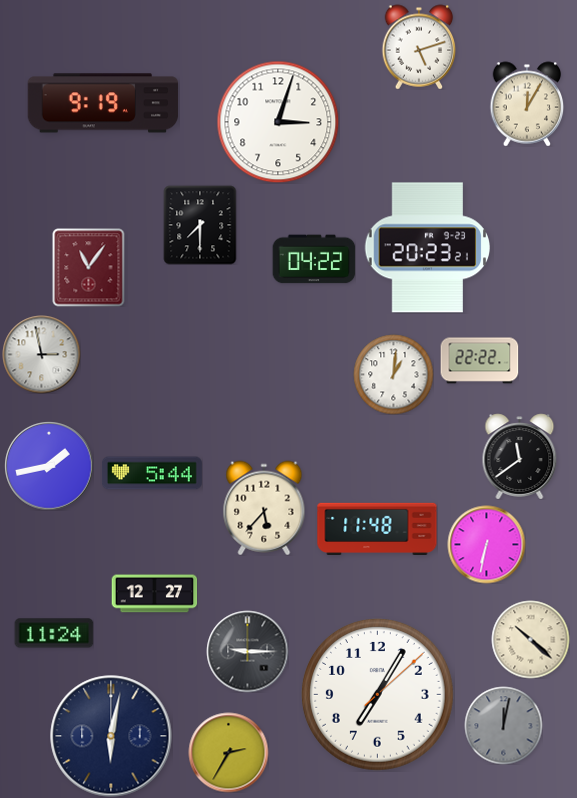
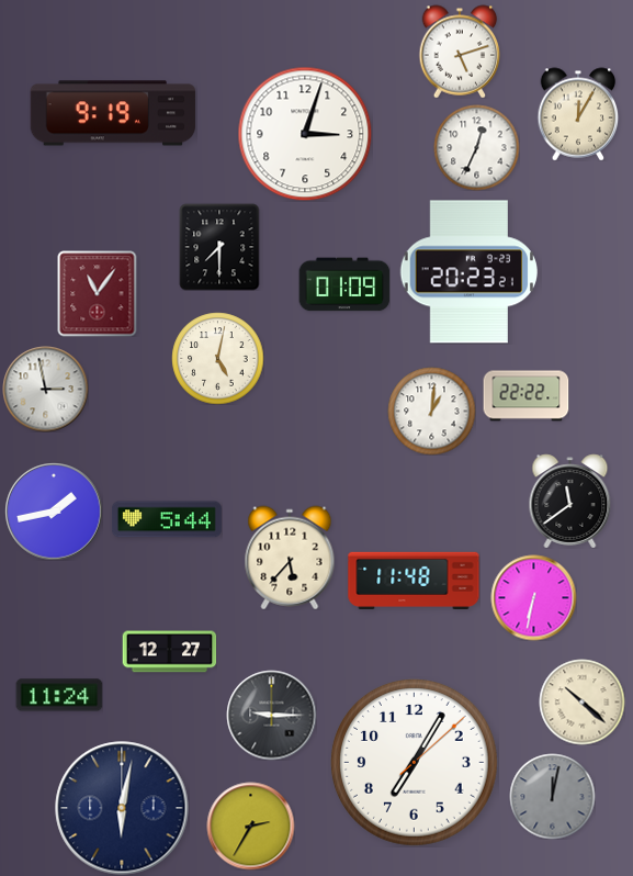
clock at (476, 147): none -> 12:34
clock at (314, 259): 04:22 -> 01:09
clock at (217, 358): none -> 5:02
